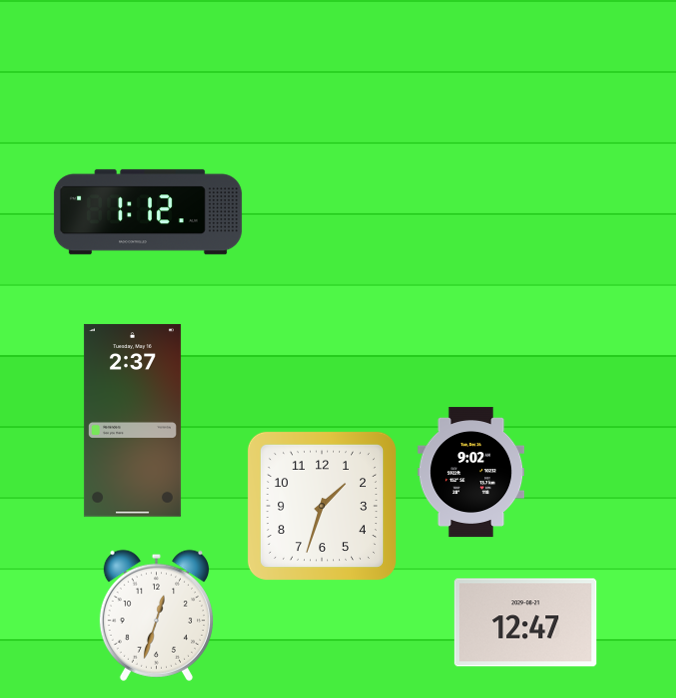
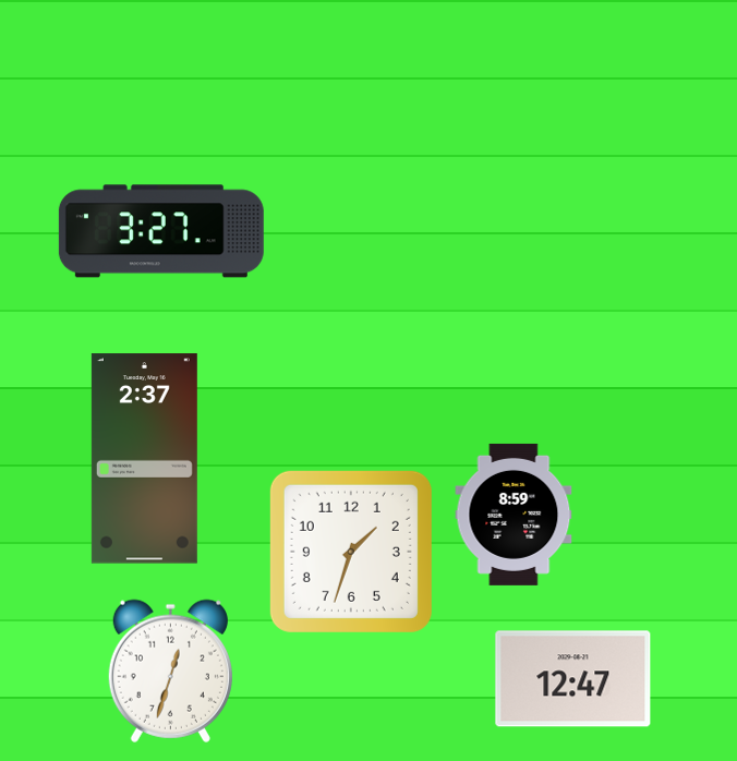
clock at (148, 212): 1:12 -> 3:27
clock at (471, 472): 9:02 -> 8:59
